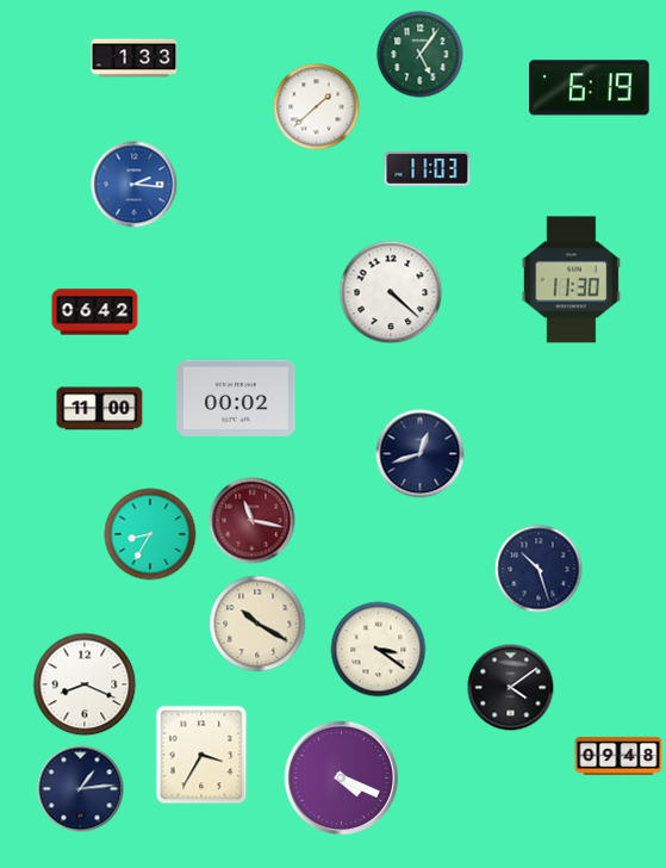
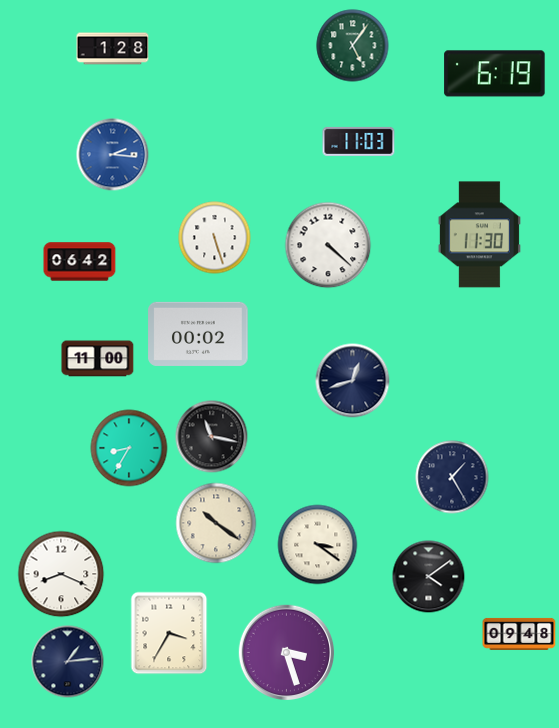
clock at (135, 58): 1:33 -> 1:28
clock at (317, 107): 1:38 -> none
clock at (215, 238): none -> 5:27
clock at (100, 409) position: (100, 409) -> (98, 359)
clock at (253, 521) dial: burgundy -> black
clock at (150, 534) position: (150, 534) -> (129, 448)
clock at (539, 569): 10:27 -> 1:25
clock at (257, 624): 10:20 -> 10:21
clock at (85, 684) position: (85, 684) -> (61, 574)
clock at (341, 777): 4:19 -> 3:27
